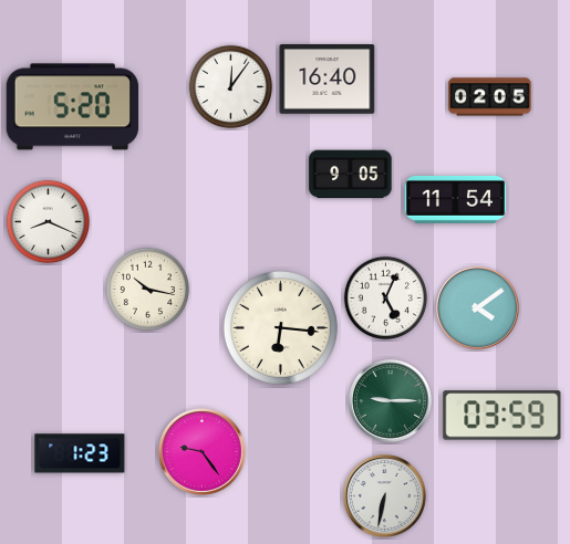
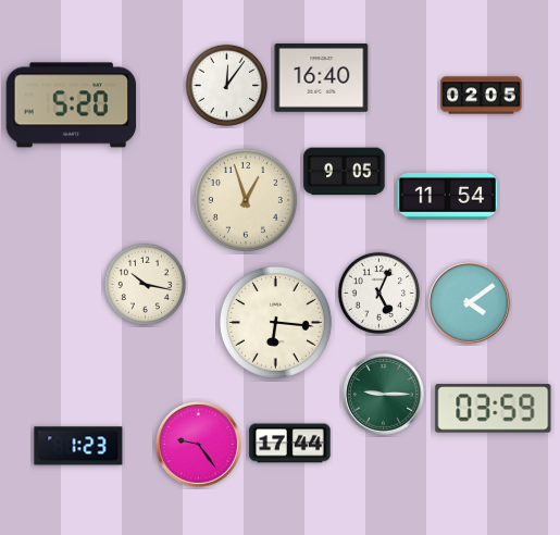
clock at (246, 200): none -> 12:57
clock at (49, 222): 8:19 -> none
clock at (290, 444): none -> 17:44
clock at (384, 495): 6:32 -> none
